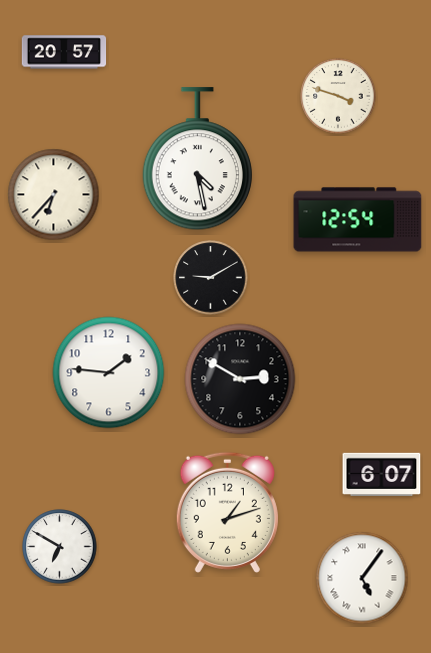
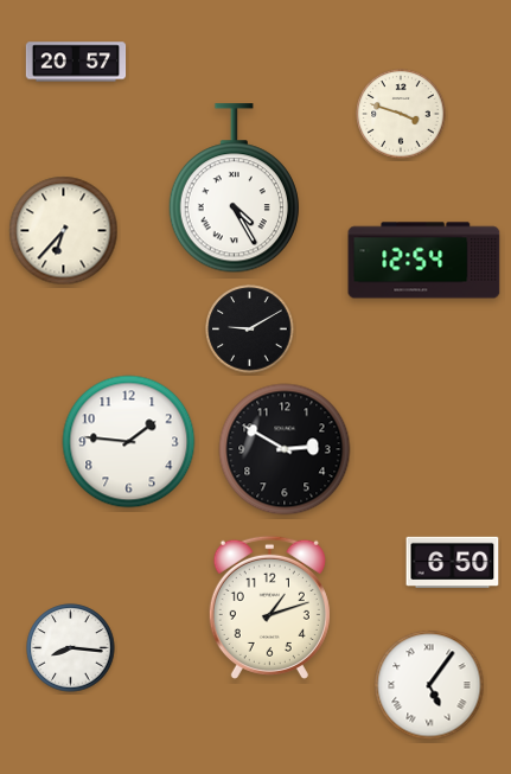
clock at (197, 159): 4:28 -> 4:25
clock at (382, 475): 6:07 -> 6:50
clock at (60, 547): 6:50 -> 8:16
